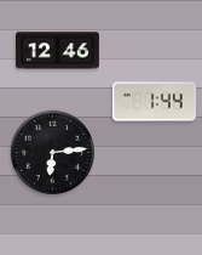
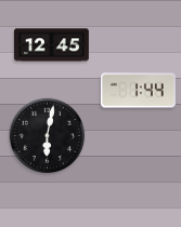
clock at (57, 51): 12:46 -> 12:45
clock at (53, 153): 6:14 -> 6:02
